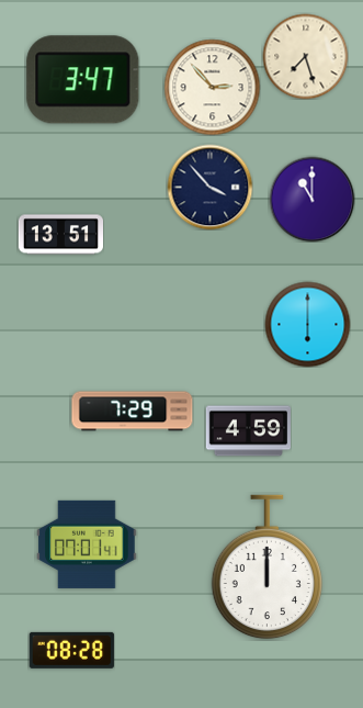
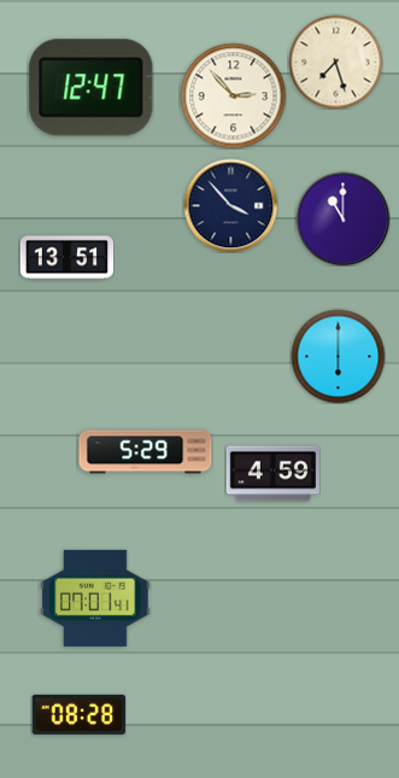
clock at (83, 80): 3:47 -> 12:47
clock at (133, 412): 7:29 -> 5:29
clock at (266, 567): 12:00 -> none
